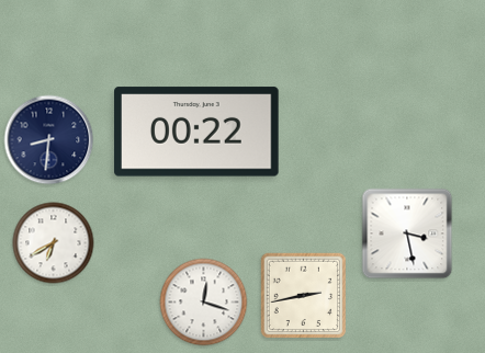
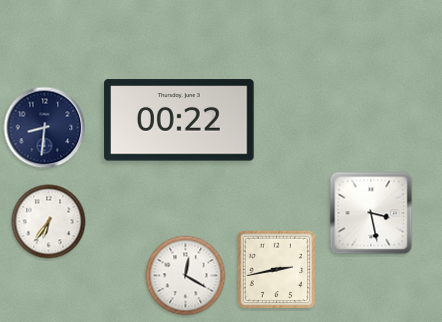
clock at (54, 243): 6:40 -> 6:36
clock at (204, 303): 12:18 -> 12:20
